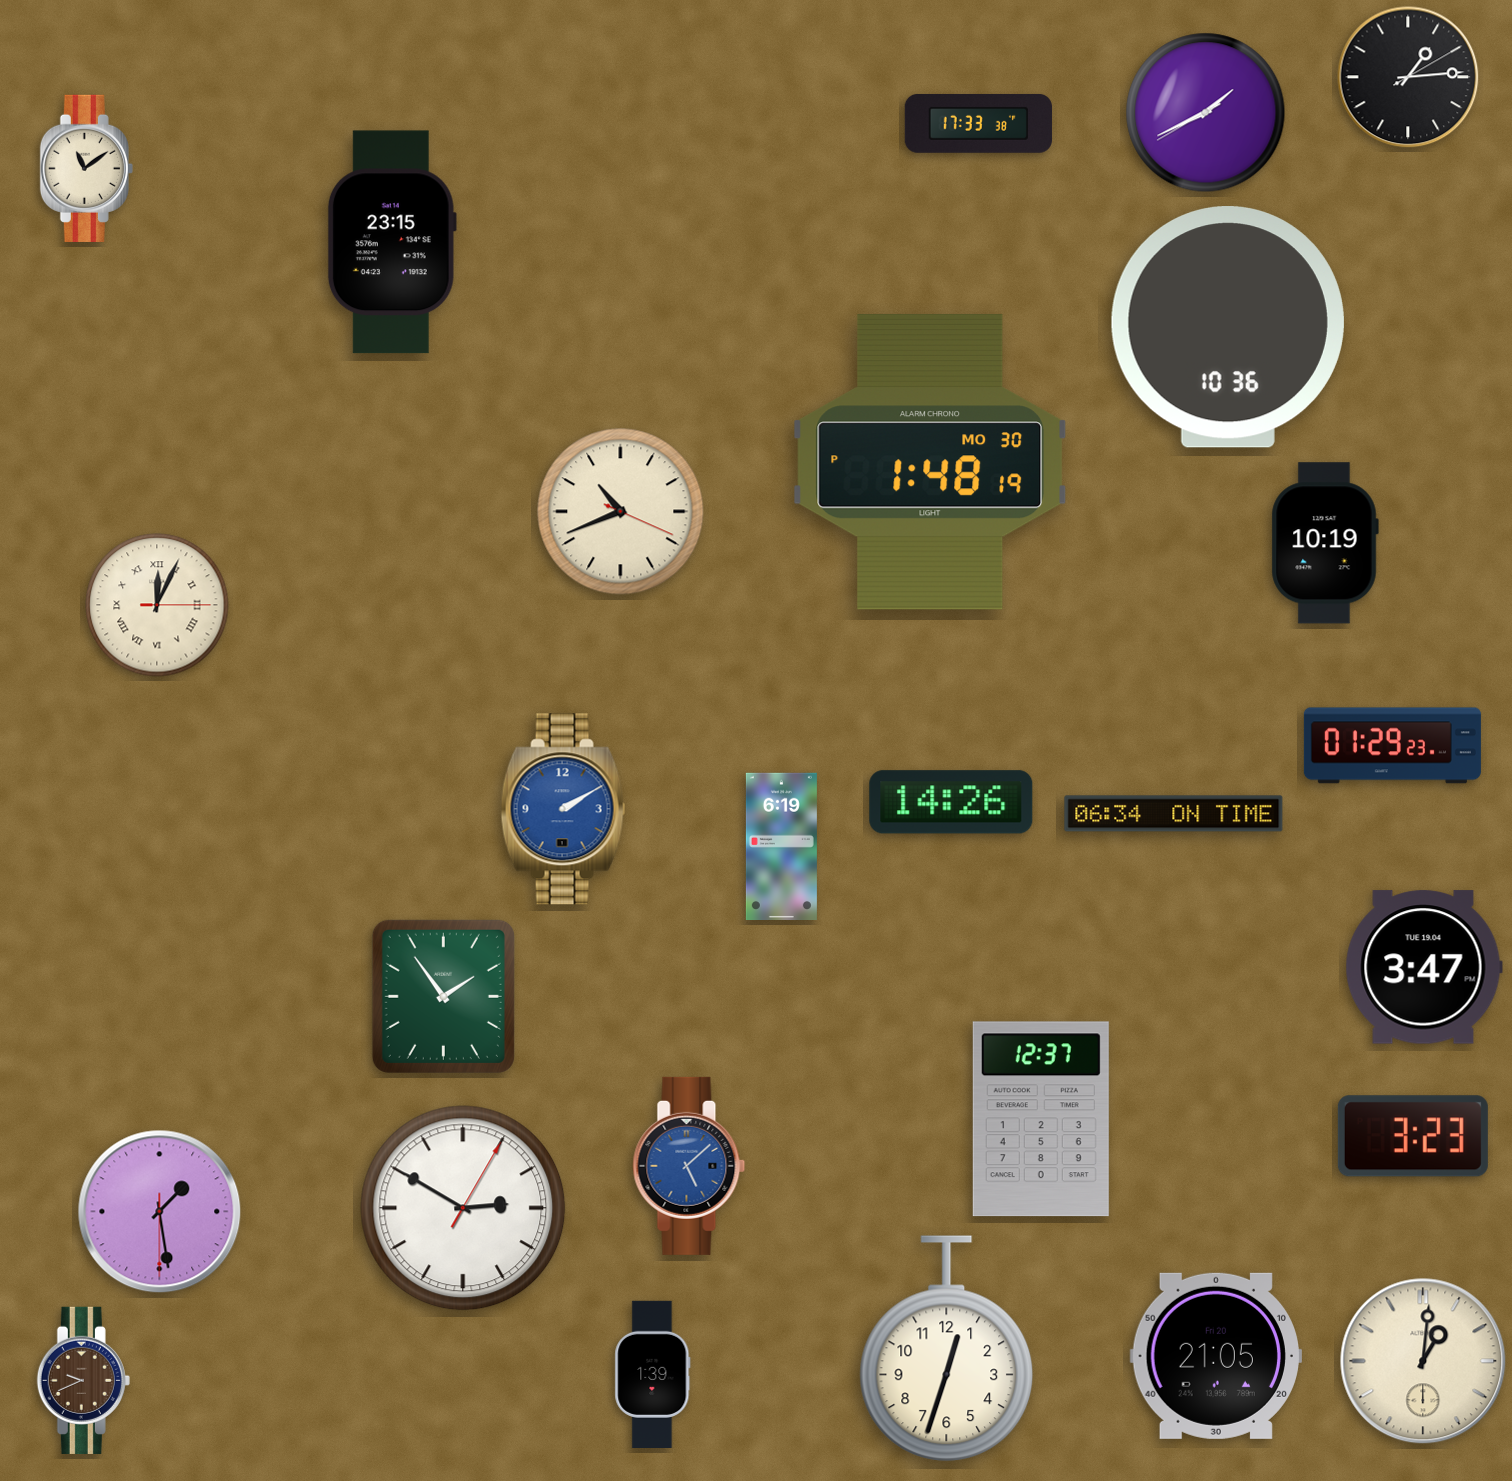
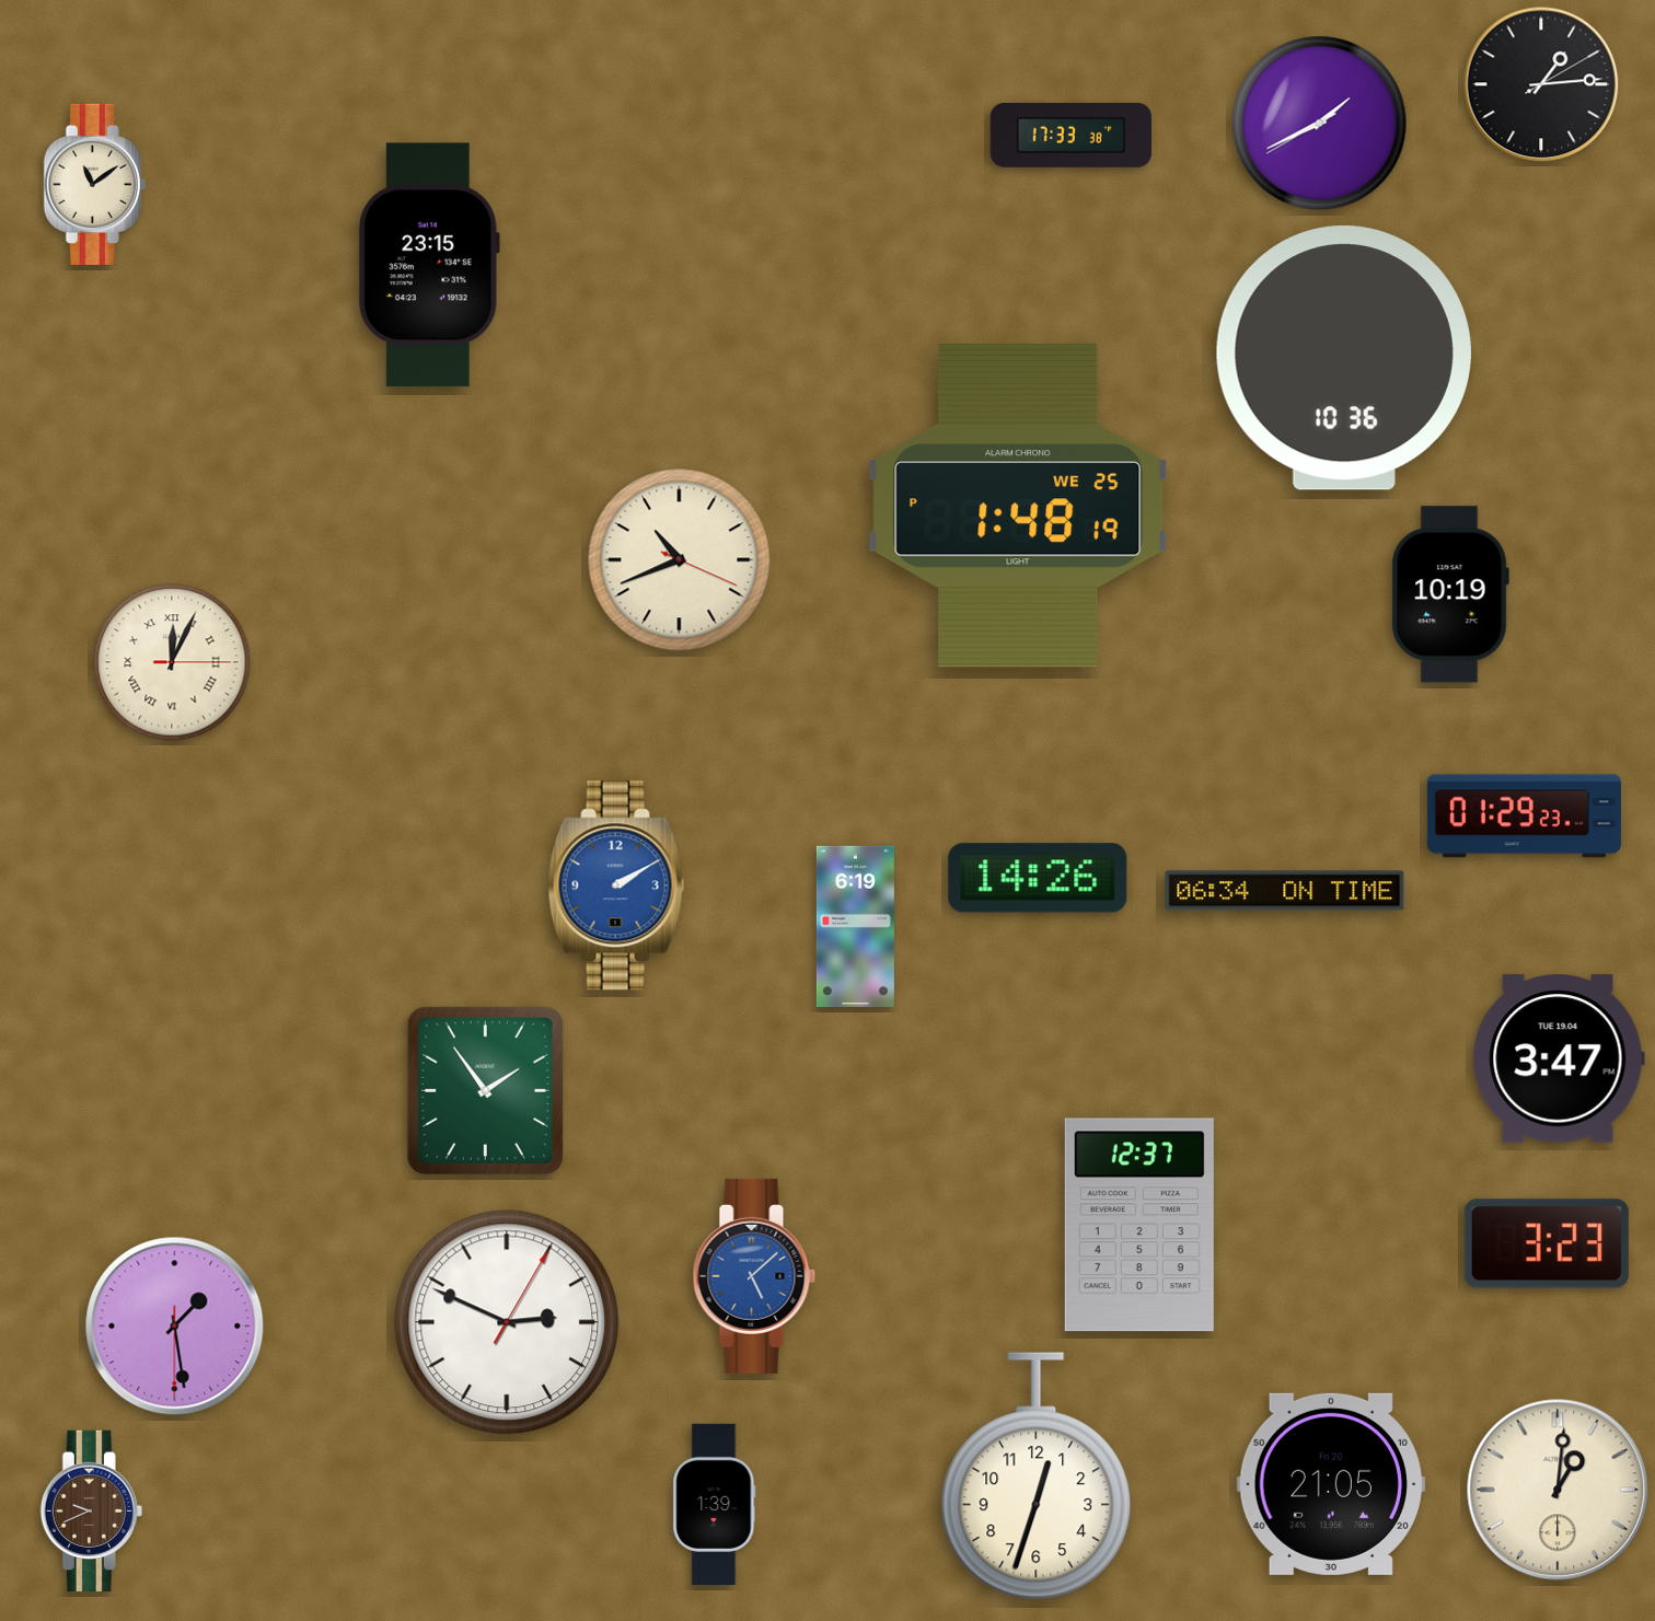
clock at (929, 462) date: MO 30 -> WE 25
clock at (951, 802) position: (951, 802) -> (1038, 878)
clock at (463, 1208): 2:50 -> 2:49
